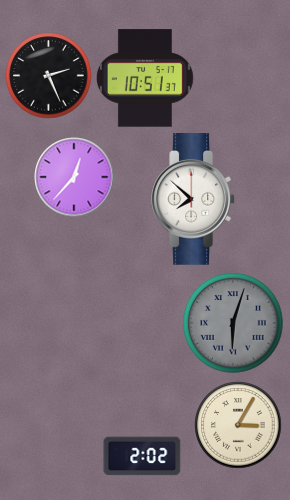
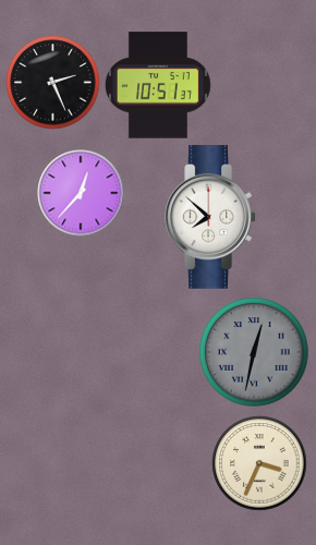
clock at (233, 323): 6:03 -> 12:32
clock at (238, 425): 3:05 -> 3:34
clock at (142, 456): 2:02 -> none
